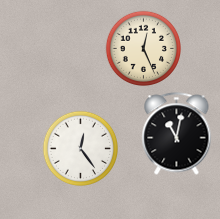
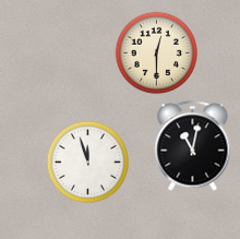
clock at (144, 49): 12:26 -> 12:30
clock at (81, 149): 12:24 -> 11:57
